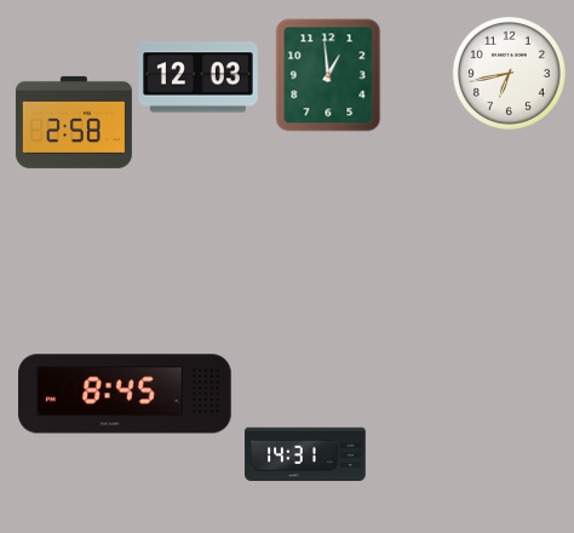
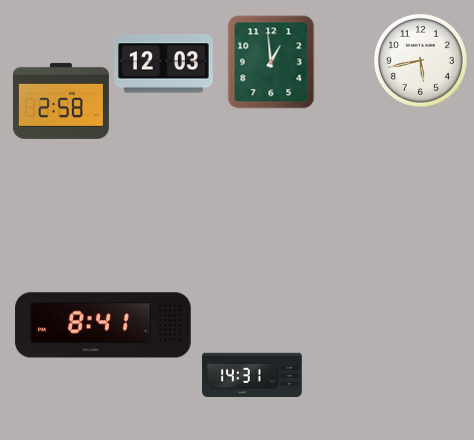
clock at (509, 73): 6:43 -> 5:43
clock at (125, 394): 8:45 -> 8:41
